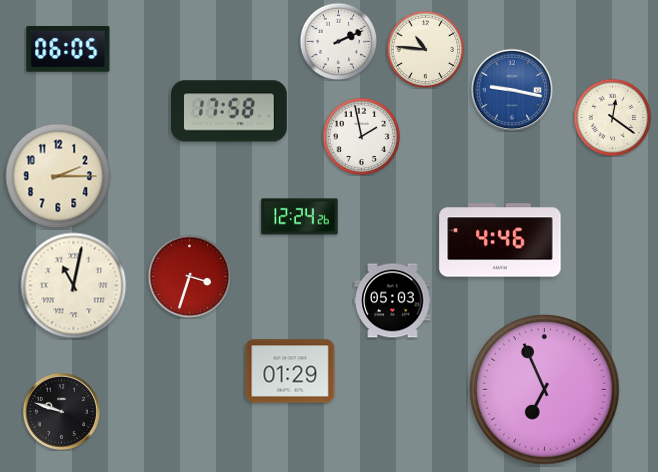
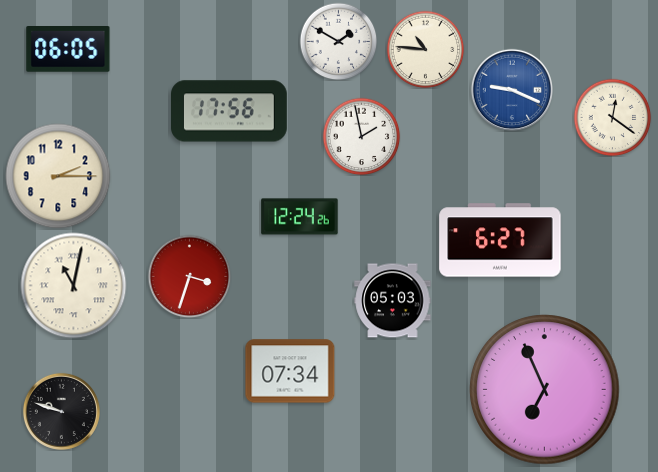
clock at (338, 41): 2:11 -> 1:50
clock at (511, 89): 9:17 -> 9:19
clock at (230, 111): 17:58 -> 17:56
clock at (500, 240): 4:46 -> 6:27
clock at (290, 371): 01:29 -> 07:34
